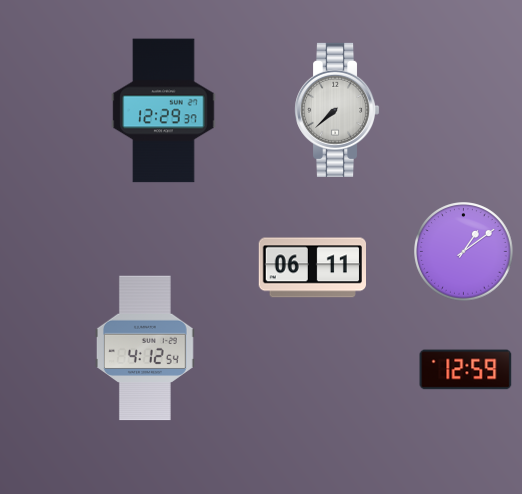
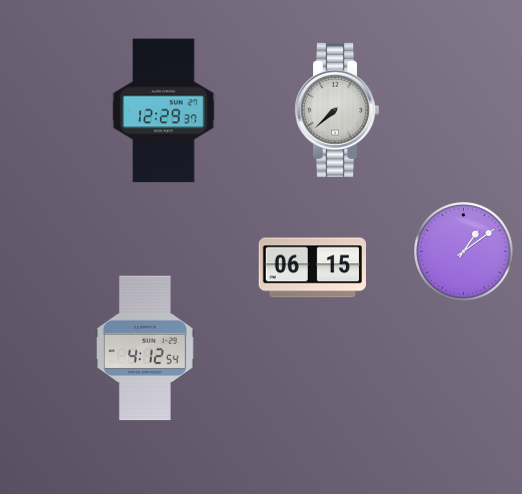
clock at (312, 268): 06:11 -> 06:15
clock at (466, 370): 12:59 -> none
